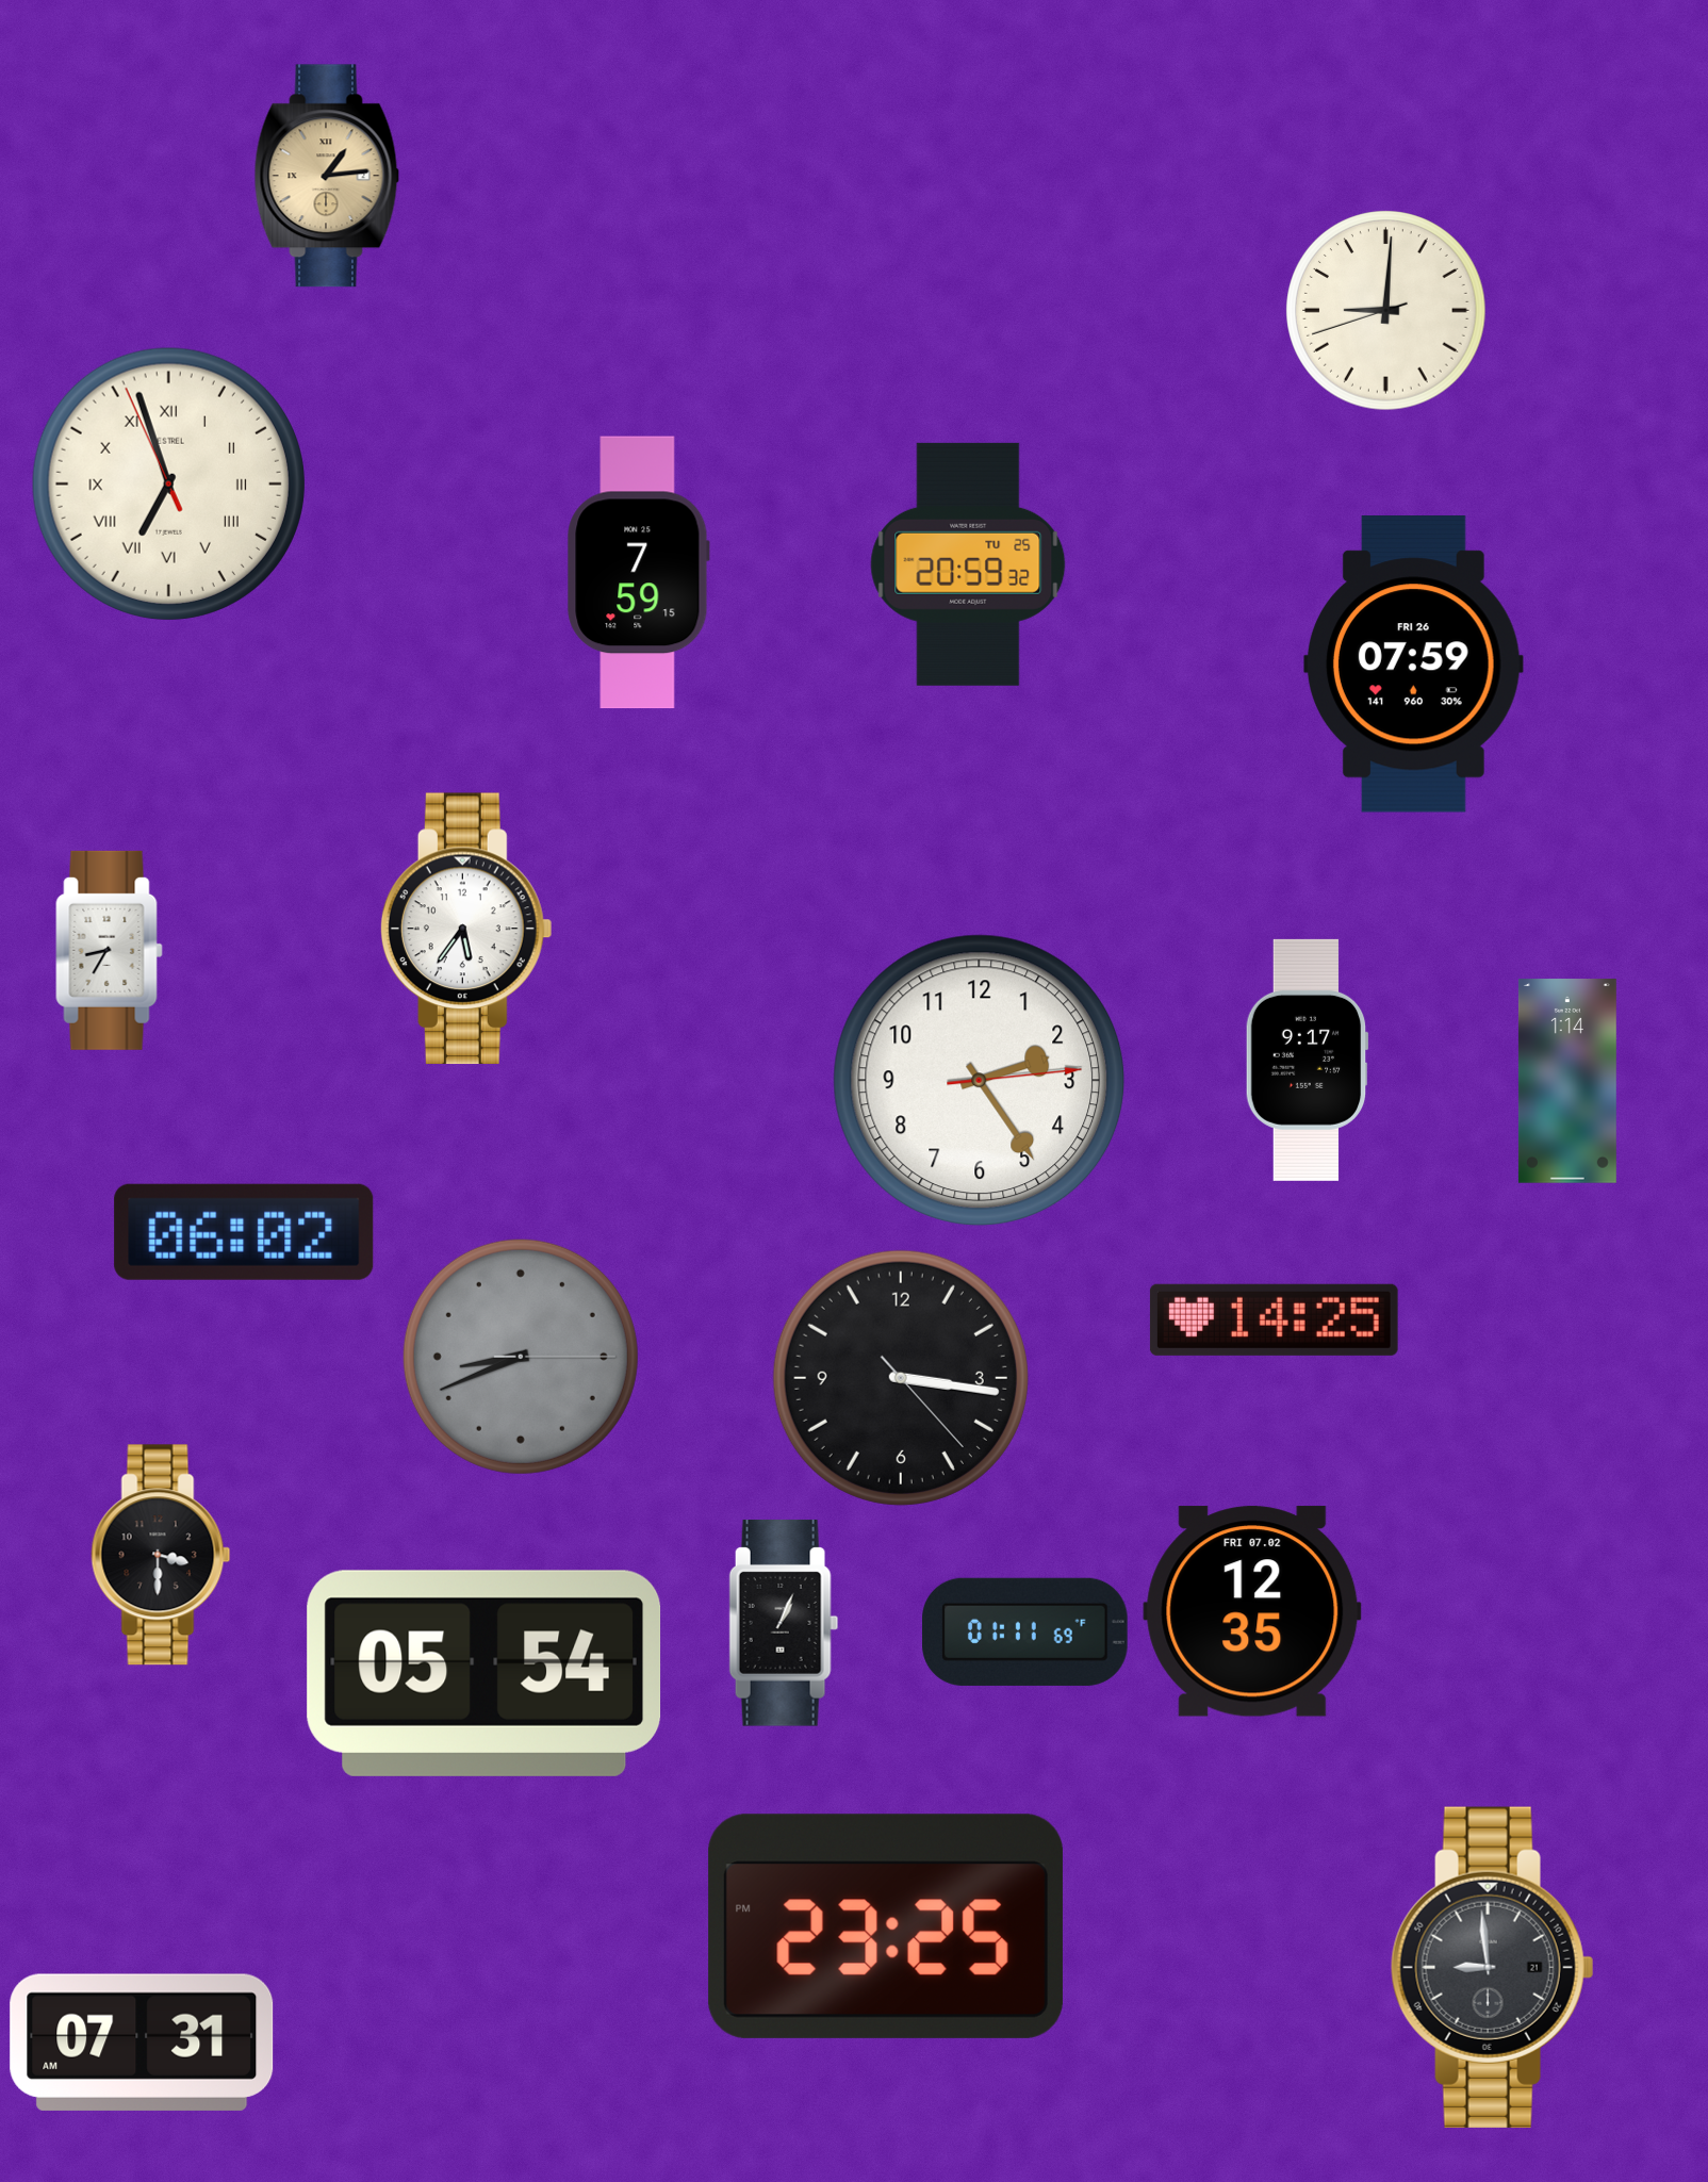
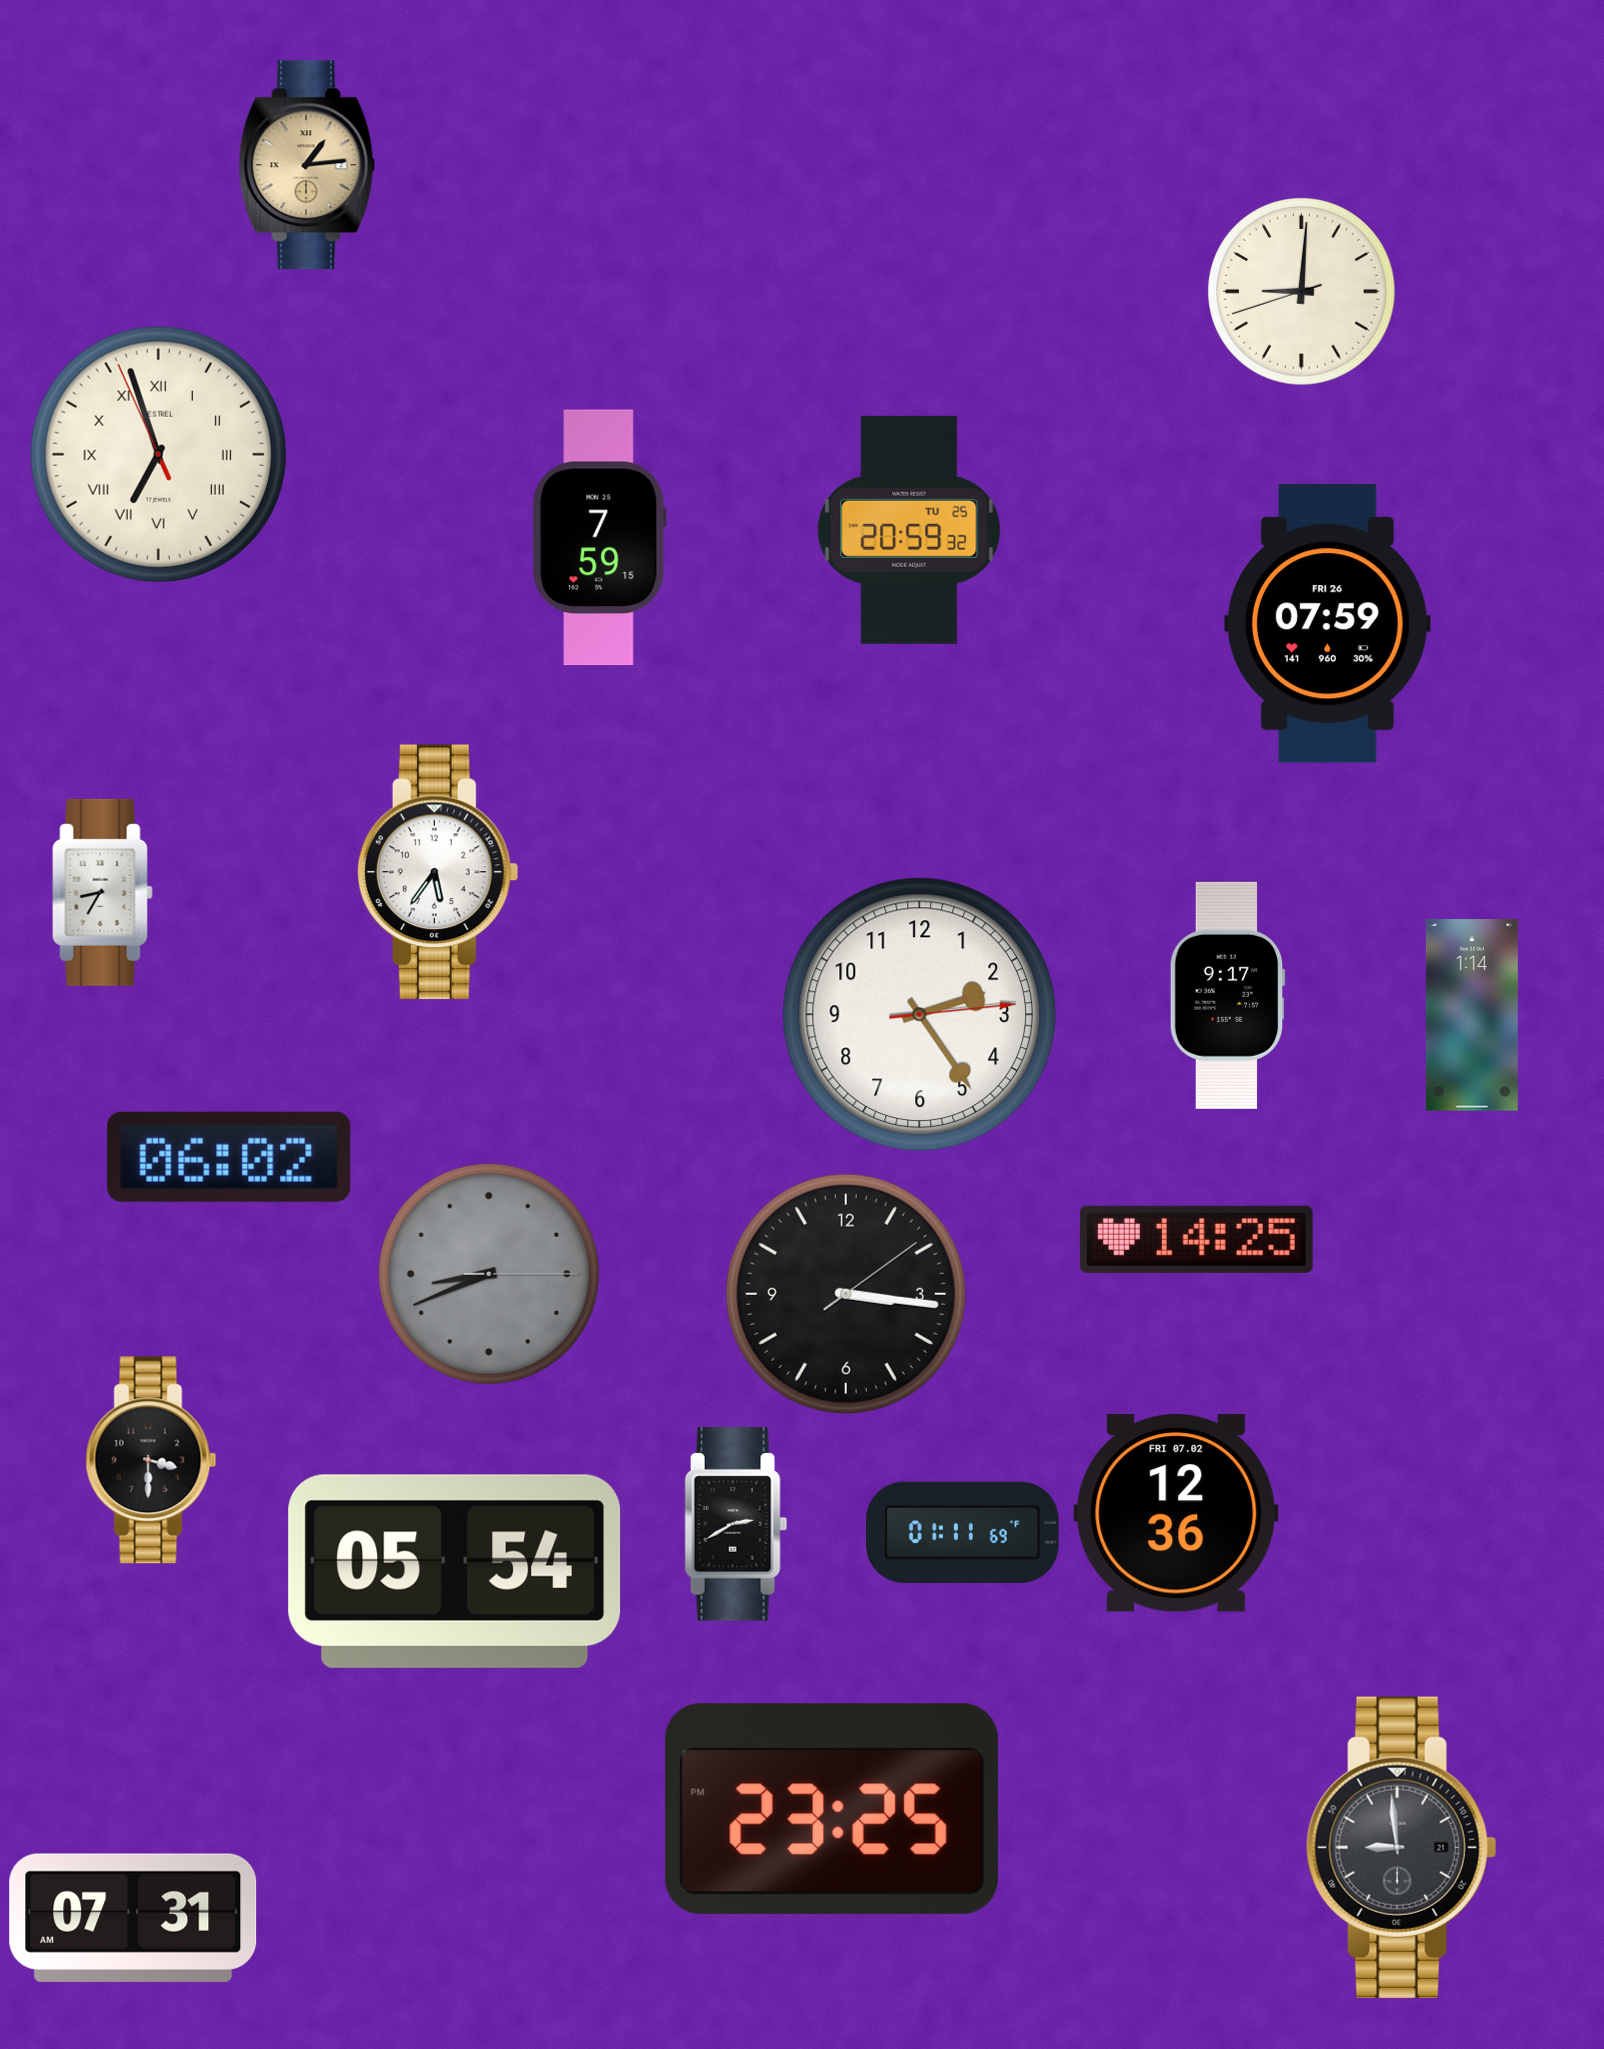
clock at (901, 1378): 3:16:23 -> 3:16:09
clock at (1252, 1611): 12:35 -> 12:36
clock at (784, 1623): 1:04 -> 2:40
